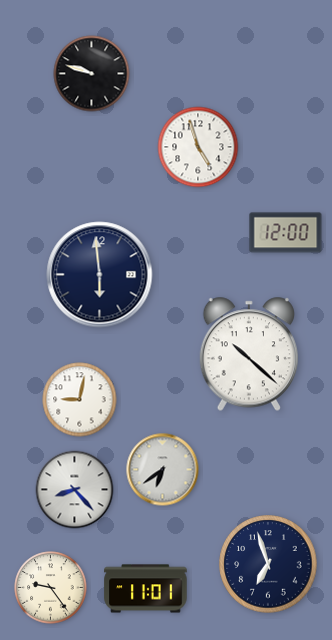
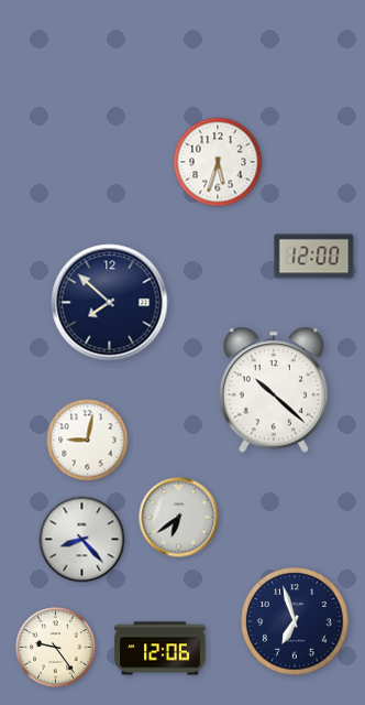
clock at (92, 74): 9:48 -> none
clock at (198, 147): 4:57 -> 5:33
clock at (100, 275): 5:59 -> 7:52
clock at (146, 589): 11:01 -> 12:06
